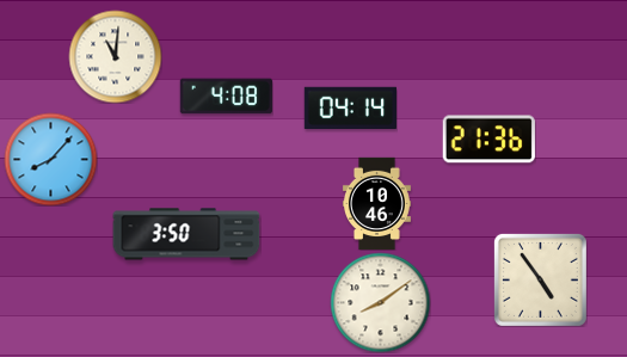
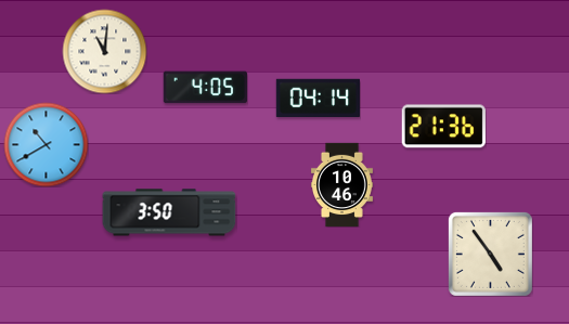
clock at (226, 97): 4:08 -> 4:05
clock at (50, 159): 8:07 -> 10:40
clock at (380, 302): 8:09 -> none
